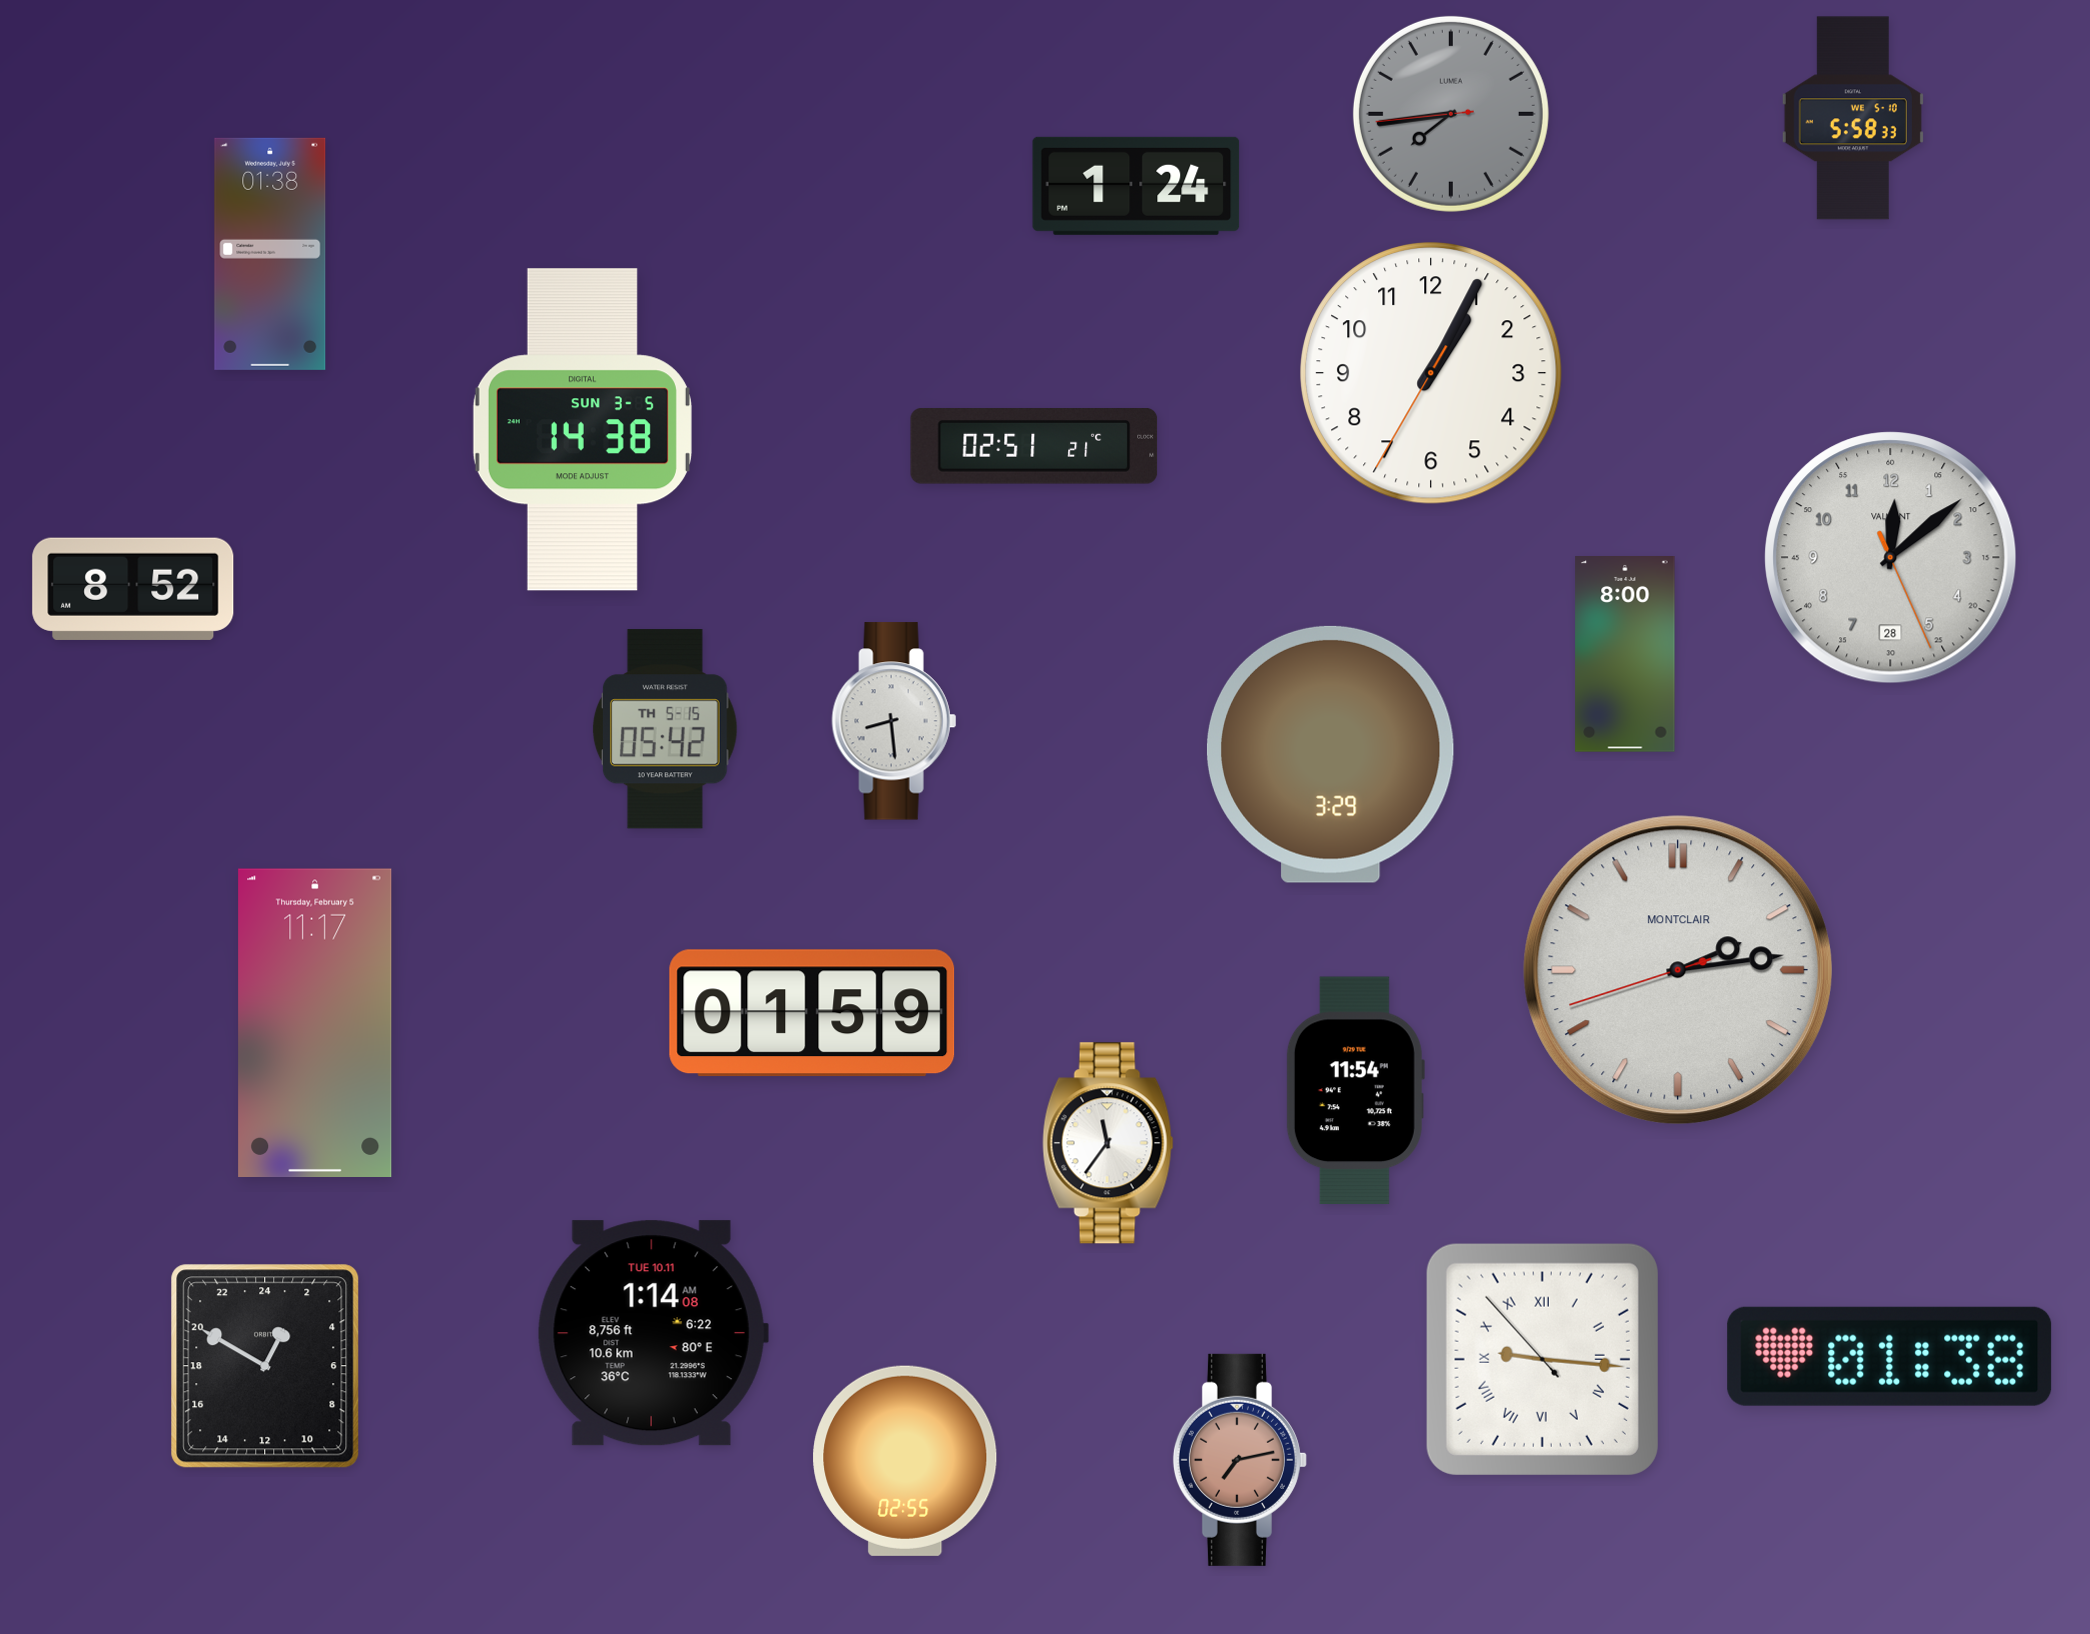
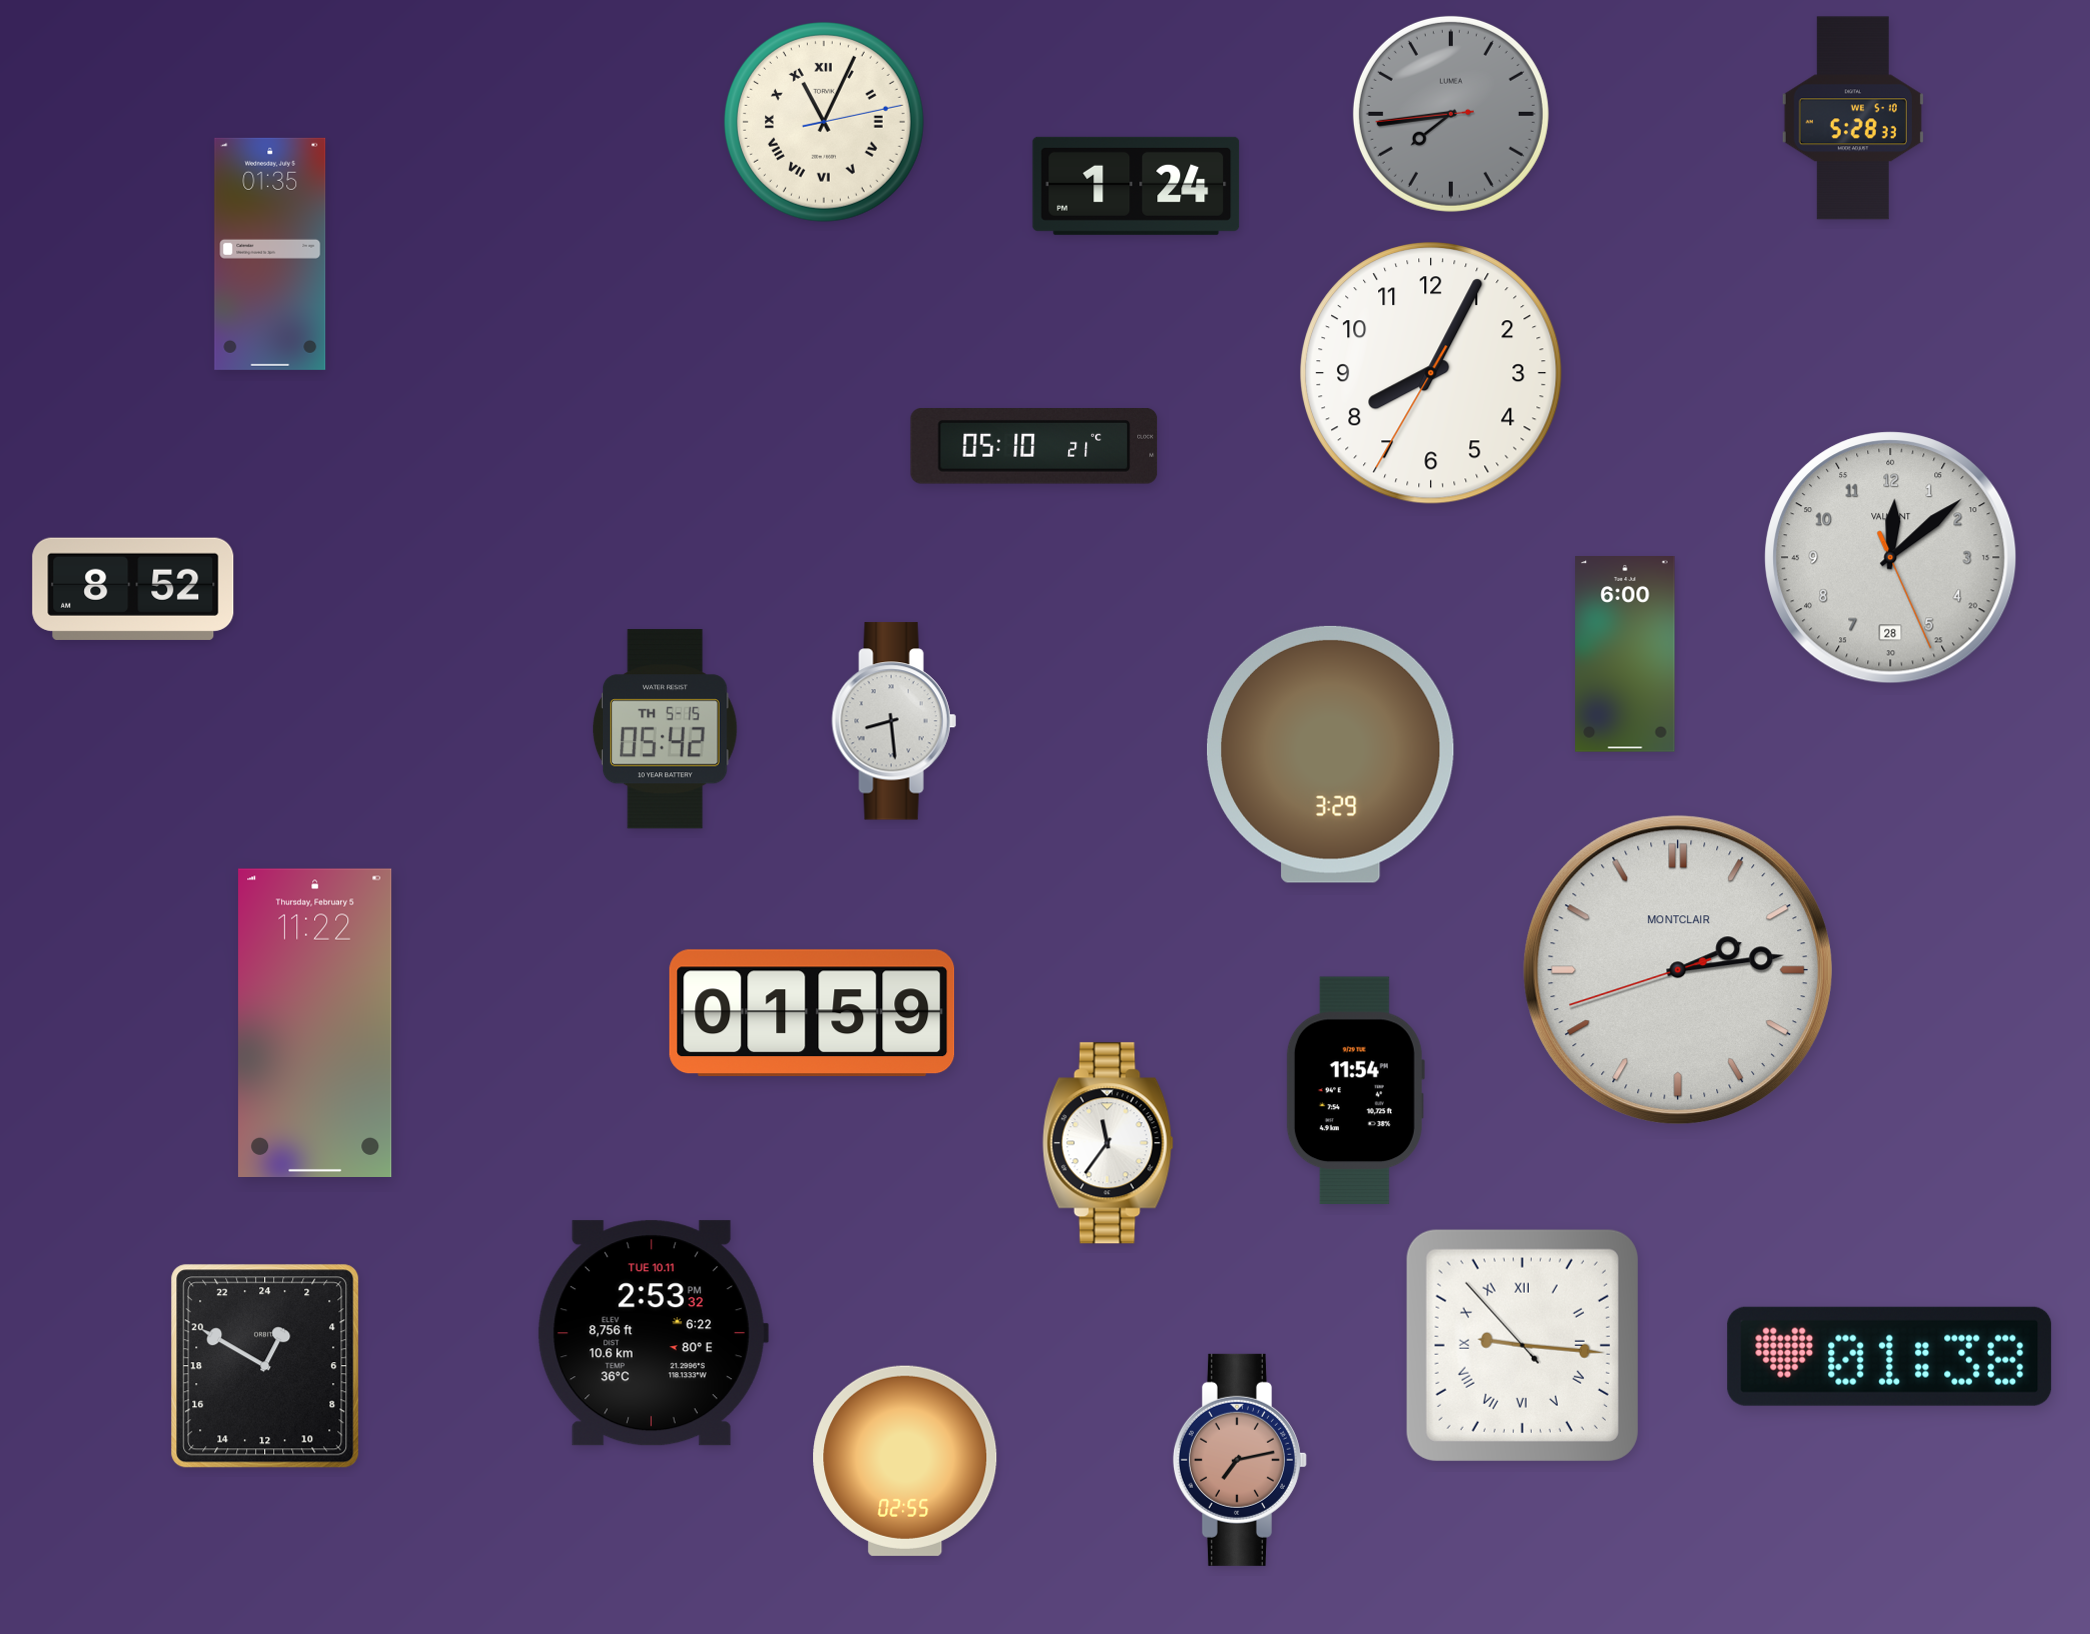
clock at (1853, 118): 5:58 -> 5:28
clock at (824, 122): none -> 11:04
clock at (270, 254): 01:38 -> 01:35
clock at (1431, 373): 1:04 -> 8:04
clock at (582, 430): 14:38 -> none
clock at (1034, 447): 02:51 -> 05:10
clock at (1625, 655): 8:00 -> 6:00
clock at (315, 1022): 11:17 -> 11:22
clock at (653, 1333): 1:14 -> 2:53
clock at (1542, 1359) position: (1542, 1359) -> (1522, 1345)
